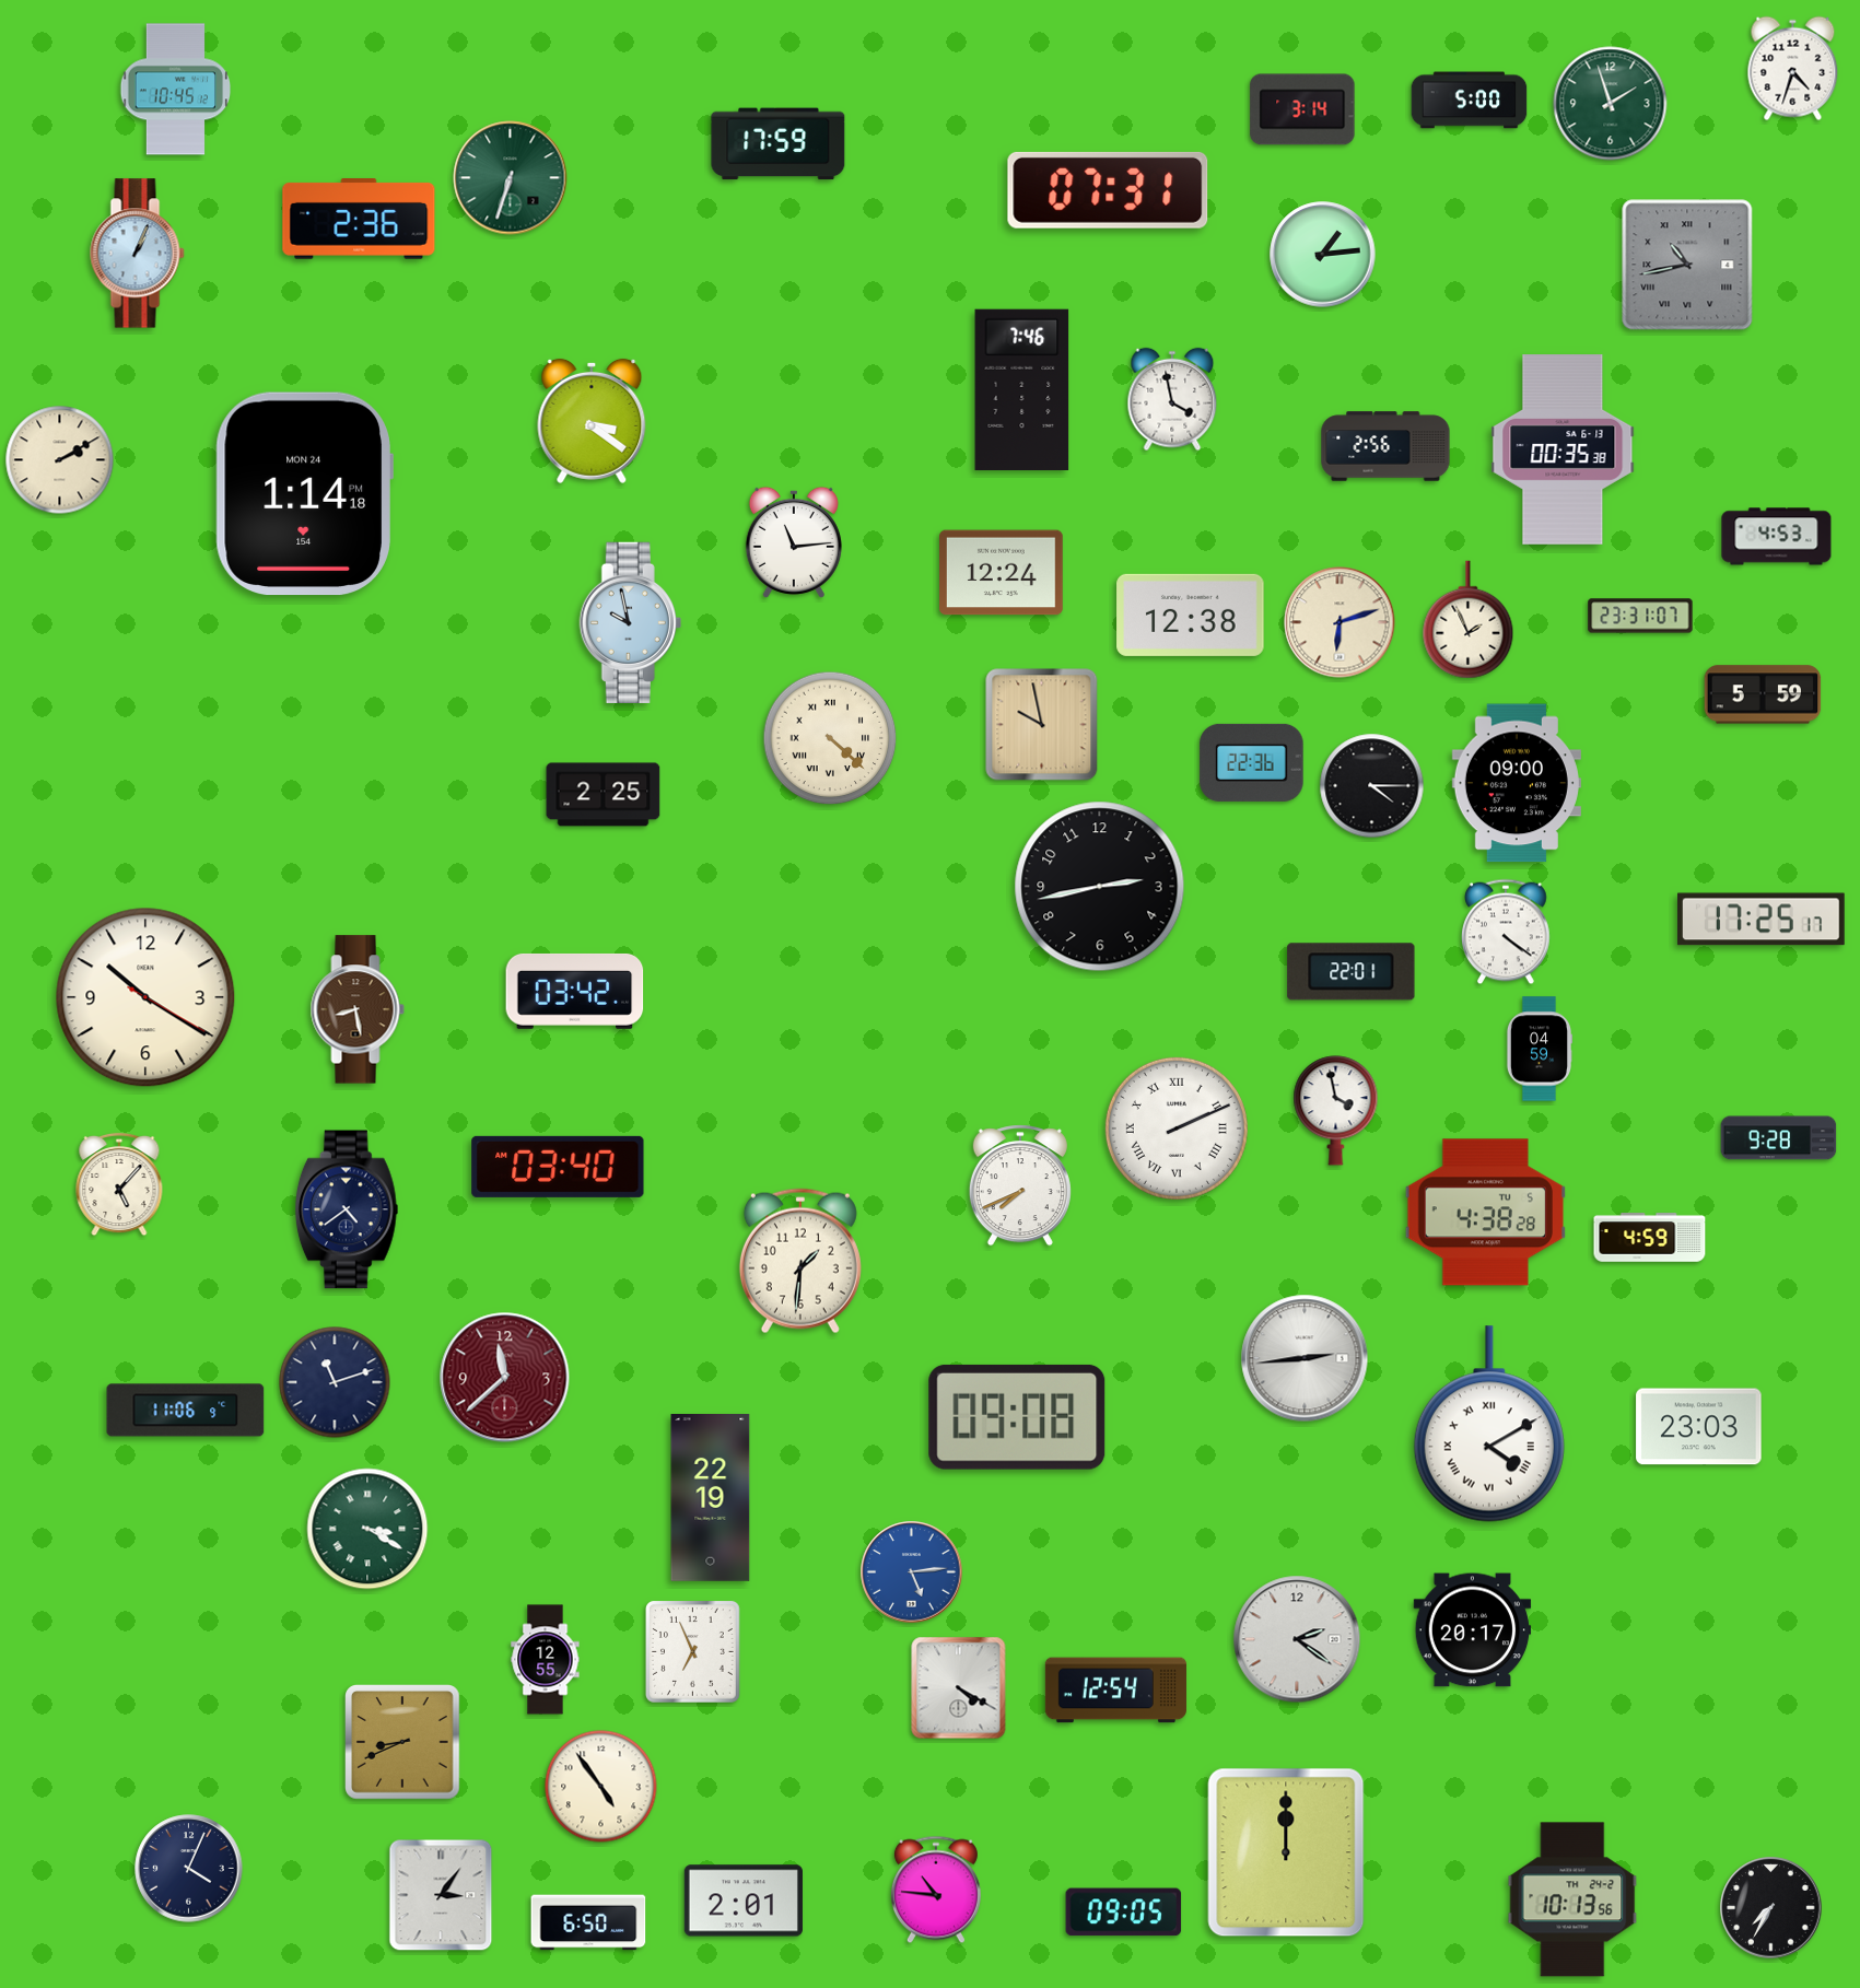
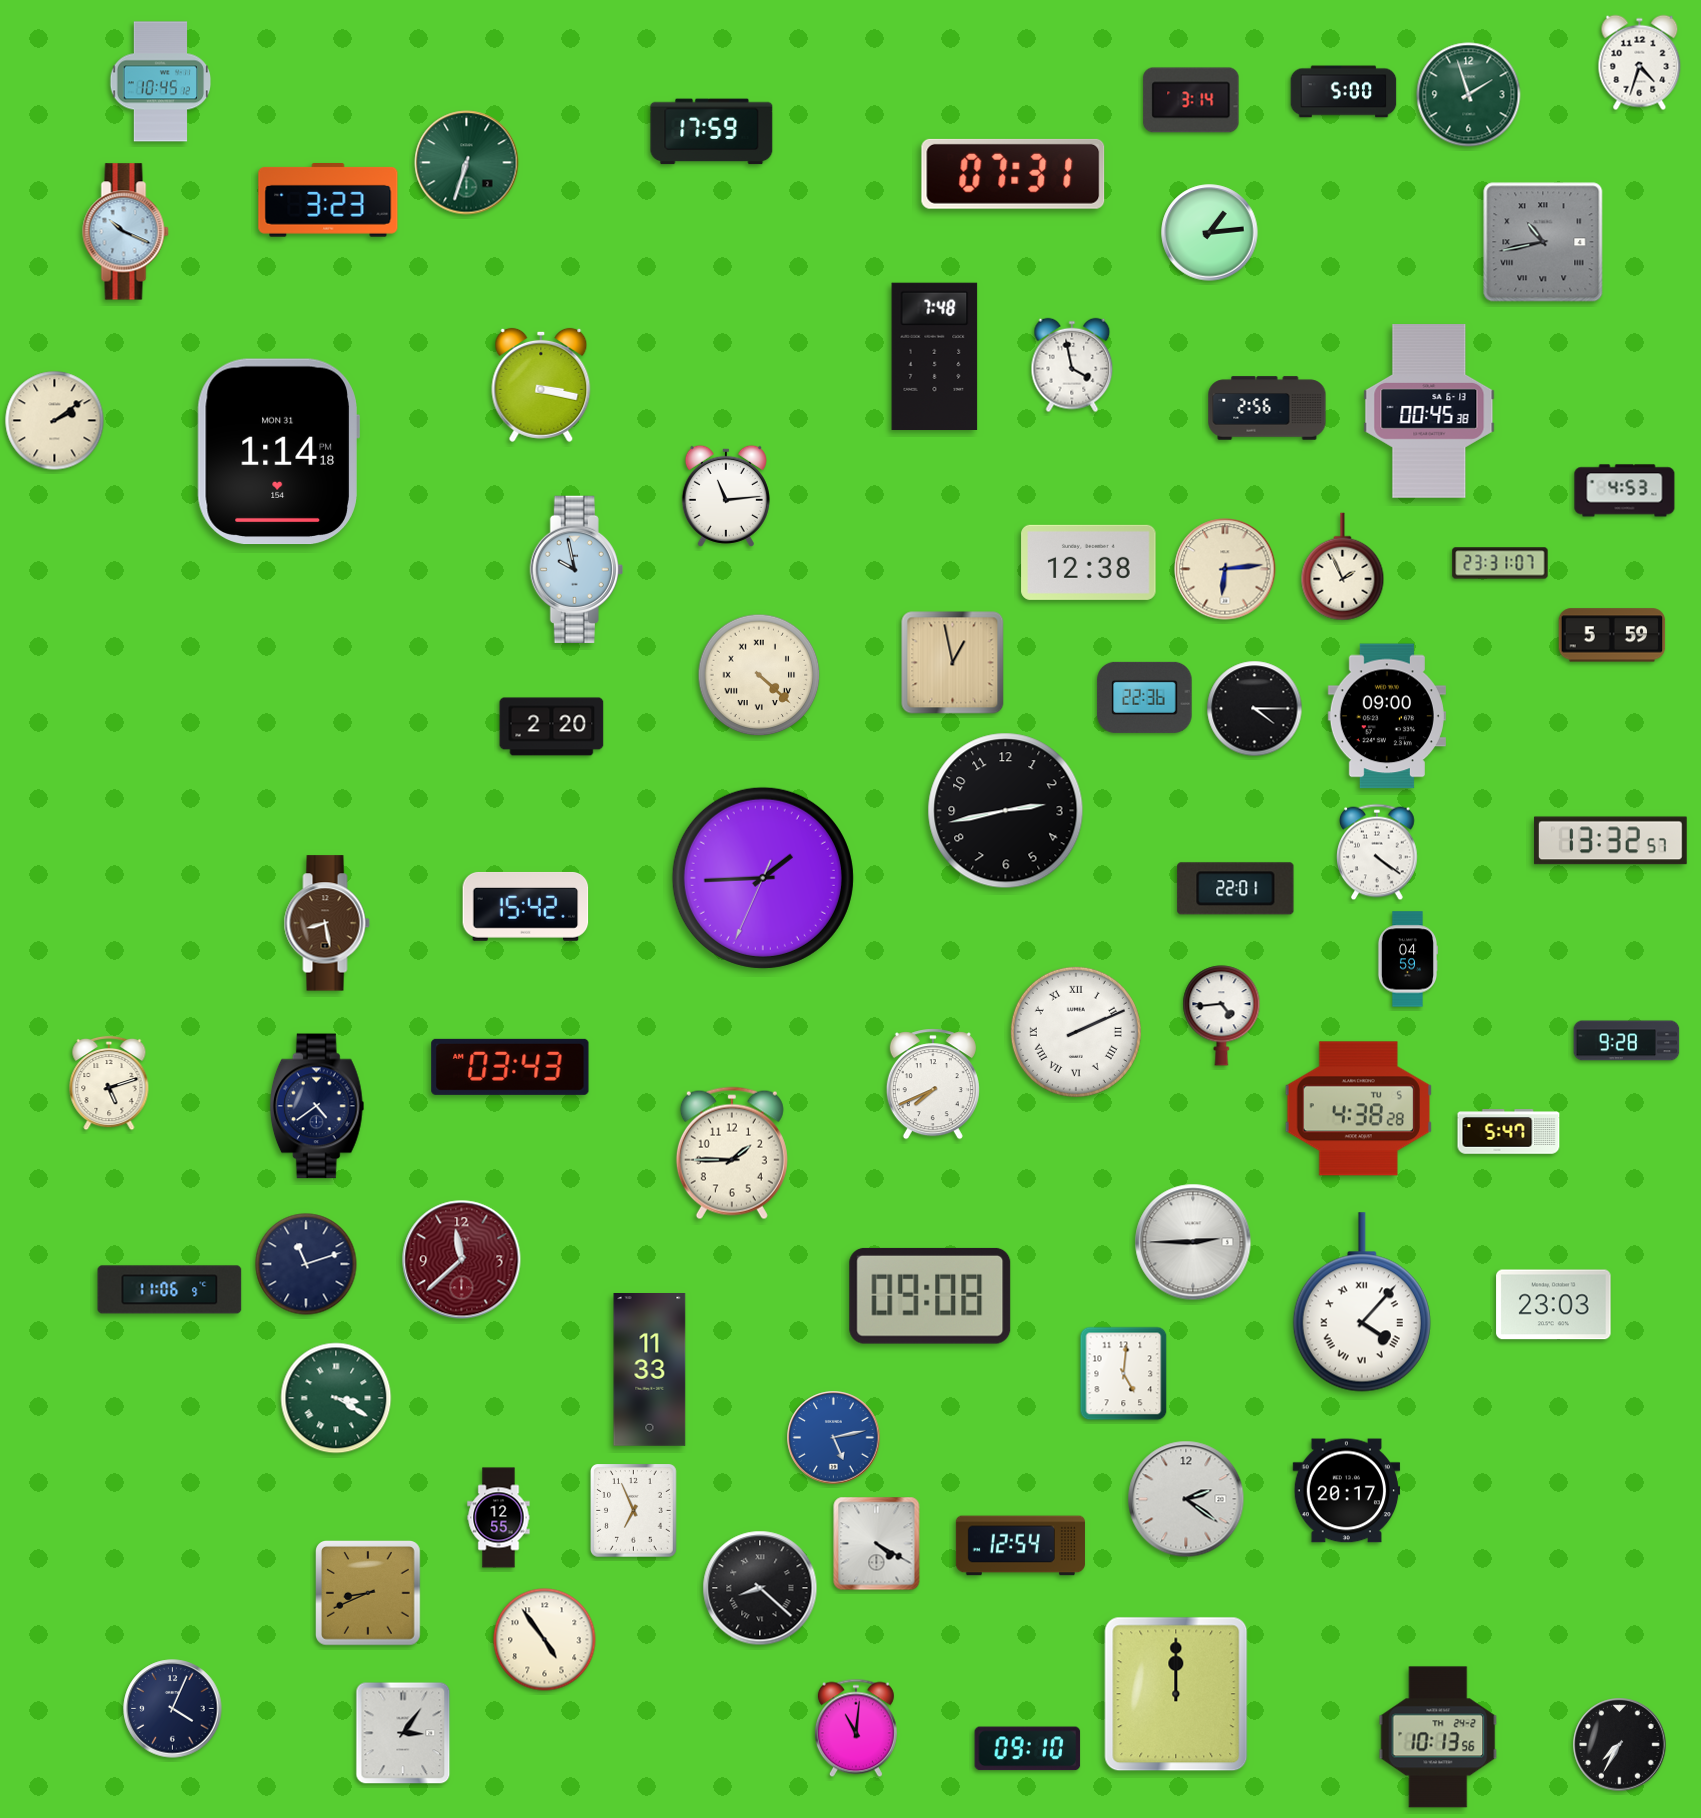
clock at (1611, 104) position: (1611, 104) -> (1469, 95)
clock at (359, 220): 2:36 -> 3:23
clock at (138, 254): 1:04 -> 10:19
clock at (1022, 389): 7:46 -> 7:48
clock at (592, 421): 3:21 -> 3:17
clock at (1563, 449): 00:35 -> 00:45
clock at (60, 460): 2:10 -> 2:09
clock at (304, 494) date: MON 24 -> MON 31
clock at (1002, 573): 12:24 -> none
clock at (1340, 622): 6:12 -> 6:14
clock at (1042, 725): 9:58 -> 12:58
clock at (1372, 786) position: (1372, 786) -> (1255, 709)
clock at (604, 795): 2:25 -> 2:20
clock at (1760, 920): 17:25 -> 13:32
clock at (763, 878): none -> 1:44
clock at (575, 991): 03:42 -> 15:42
clock at (145, 997): 10:20 -> none
clock at (1336, 1111): 3:58 -> 4:44
clock at (558, 1167): 03:40 -> 03:43
clock at (119, 1184): 5:07 -> 5:12
clock at (1650, 1238): 4:59 -> 5:47
clock at (800, 1261): 1:31 -> 1:45
clock at (1305, 1358): 2:44 -> 2:45
clock at (1489, 1424): 4:10 -> 4:07
clock at (711, 1498): 22:19 -> 11:33
clock at (1124, 1374): none -> 5:01
clock at (912, 1572): 5:14 -> 5:13
clock at (760, 1588): none -> 8:22
clock at (601, 1787) position: (601, 1787) -> (545, 1640)
clock at (936, 1890): 10:46 -> 11:01
clock at (744, 1901): 2:01 -> none
clock at (1124, 1913): 09:05 -> 09:10
clock at (588, 1922): 6:50 -> none
